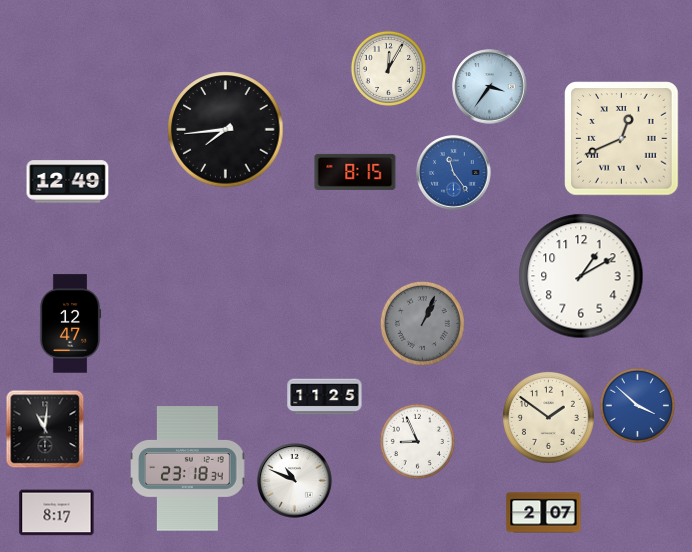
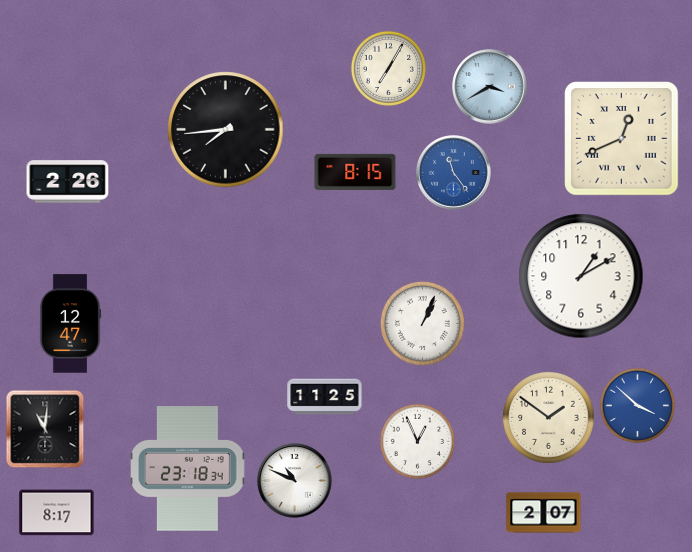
clock at (388, 68): 12:05 -> 7:05
clock at (490, 87): 3:36 -> 3:40
clock at (68, 182): 12:49 -> 2:26
clock at (422, 323) dial: grey -> white
clock at (417, 441): 8:56 -> 12:56
